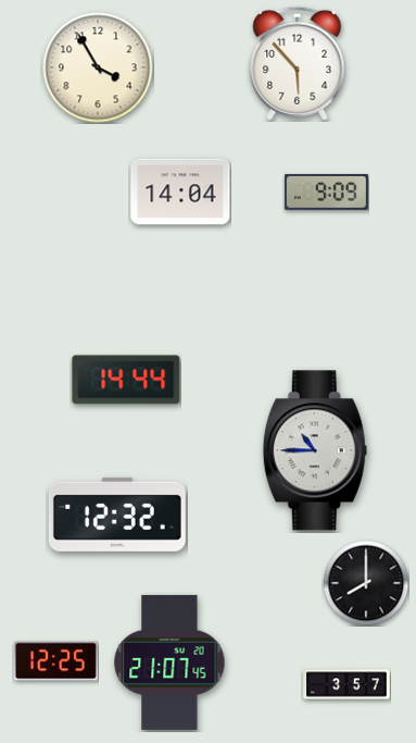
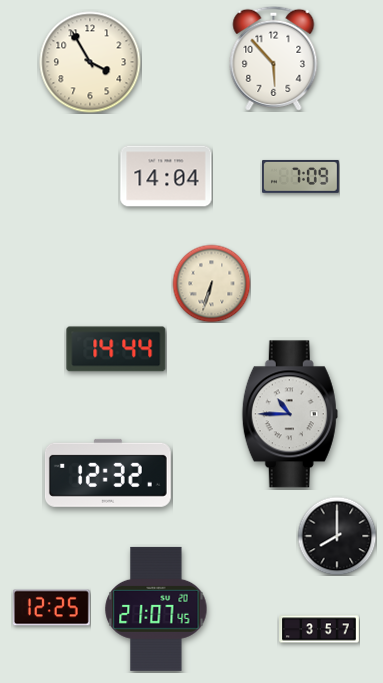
clock at (327, 193): 9:09 -> 7:09
clock at (211, 283): none -> 6:33
